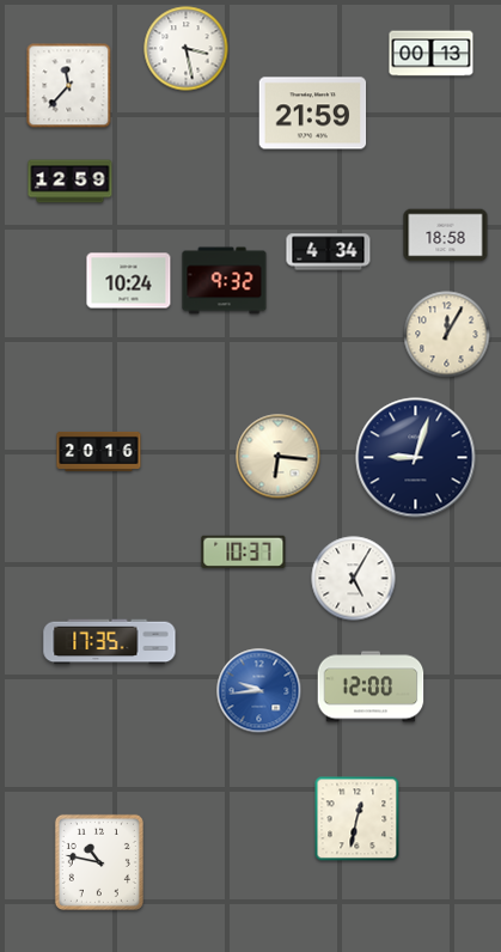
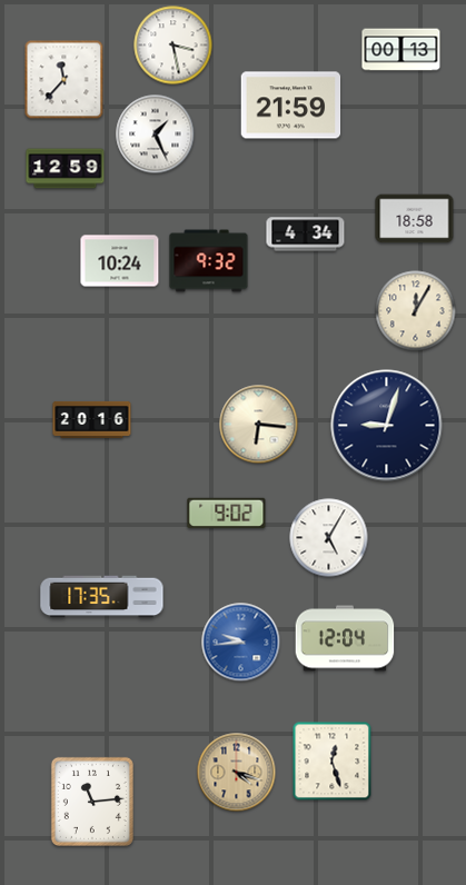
clock at (156, 135): none -> 1:26
clock at (244, 551): 10:37 -> 9:02
clock at (371, 686): 12:00 -> 12:04
clock at (358, 819): 12:32 -> 12:27
clock at (237, 773): none -> 4:18
clock at (99, 862): 10:47 -> 11:14
